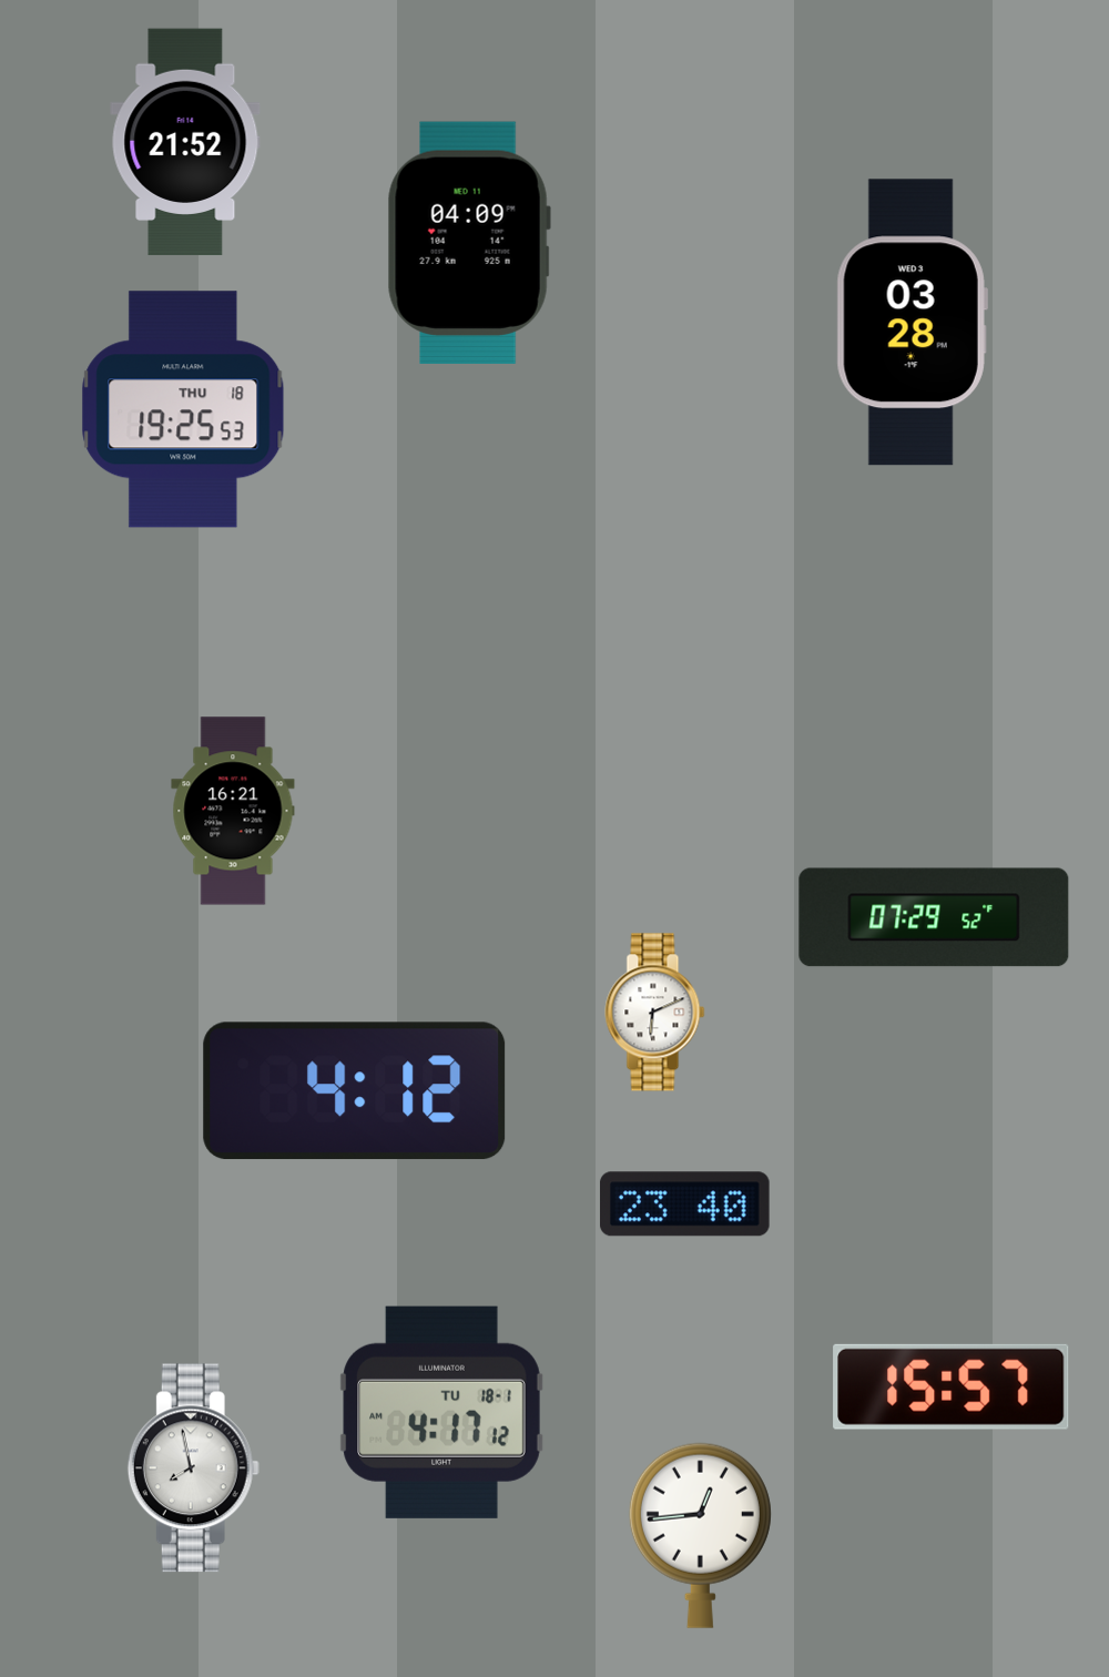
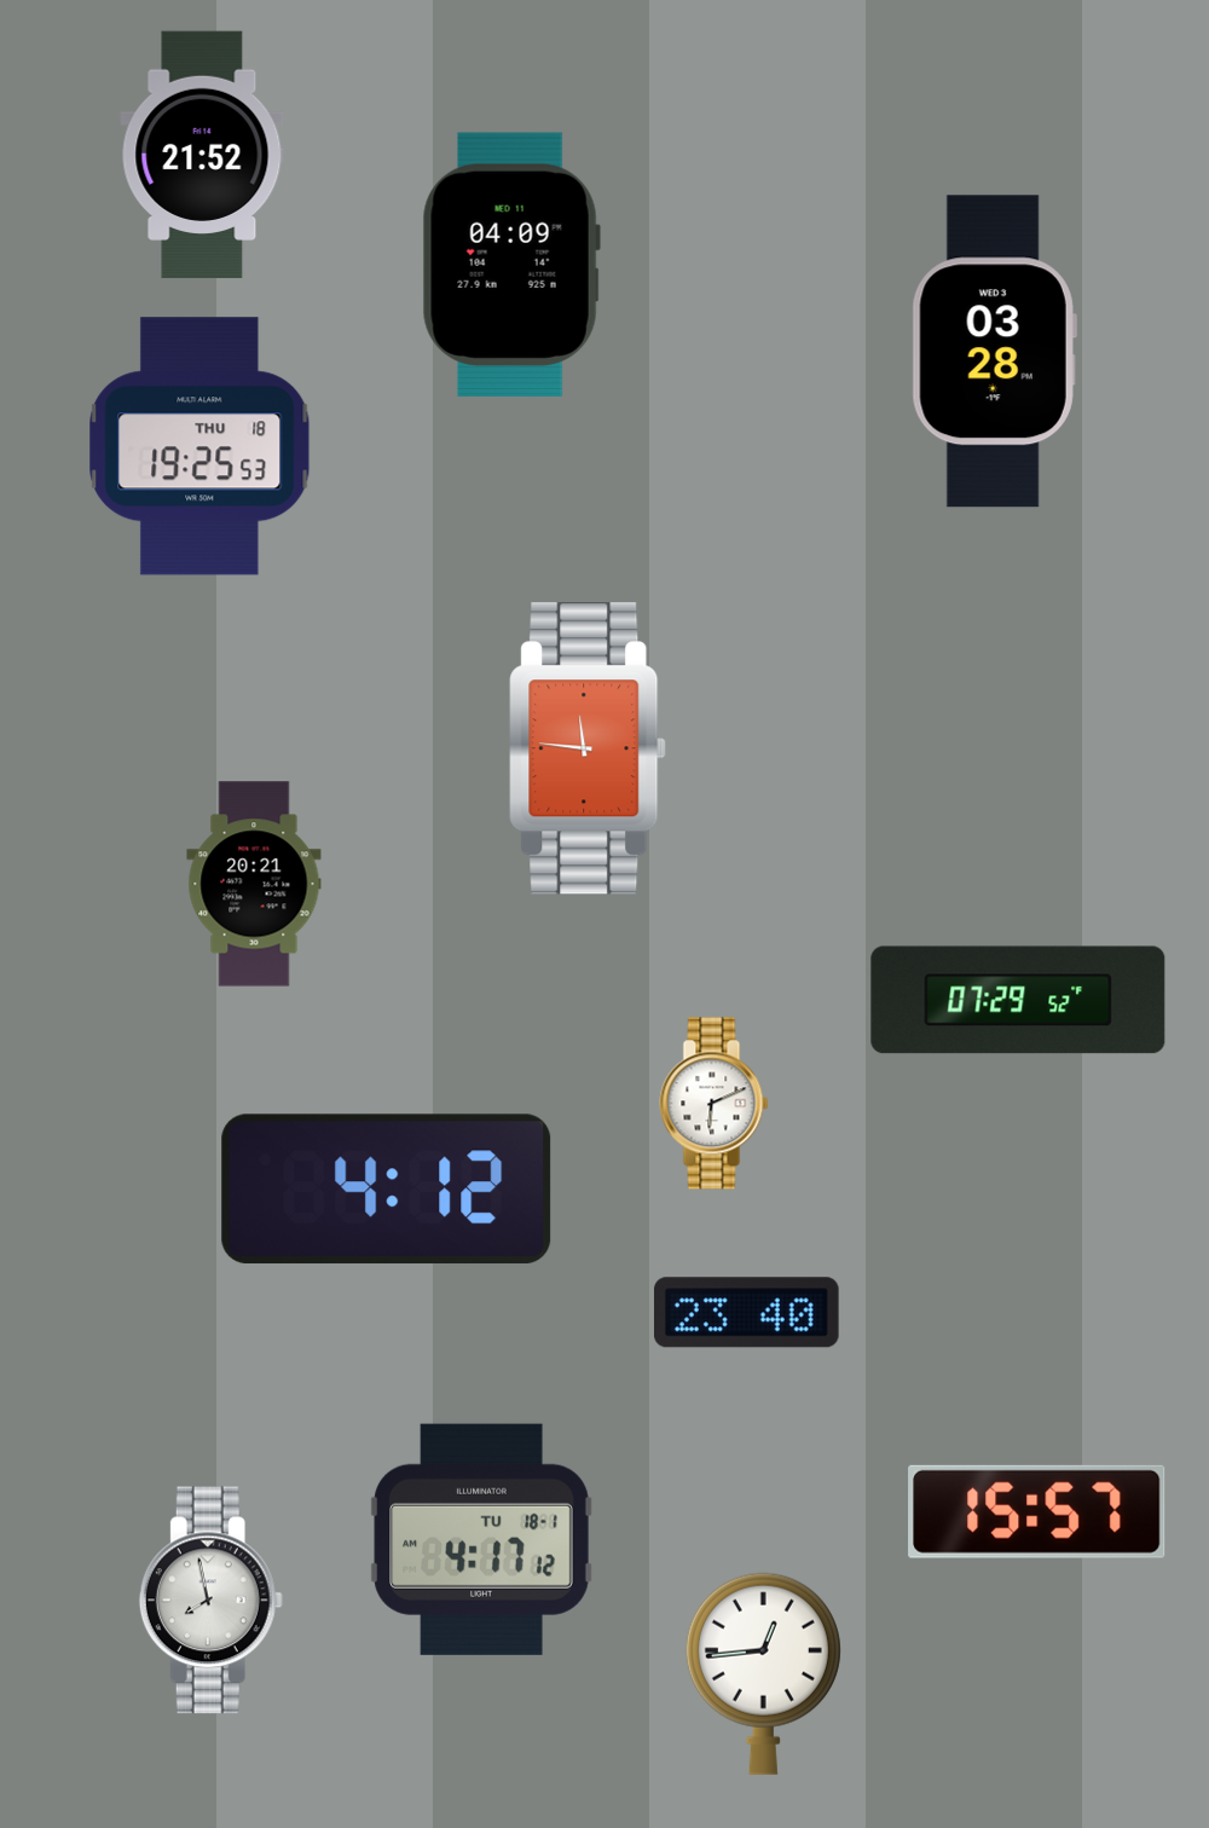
clock at (588, 748): none -> 11:46
clock at (233, 811): 16:21 -> 20:21
